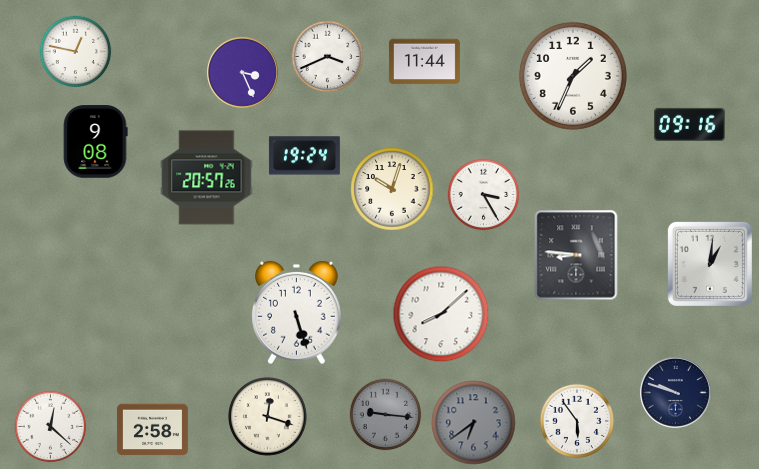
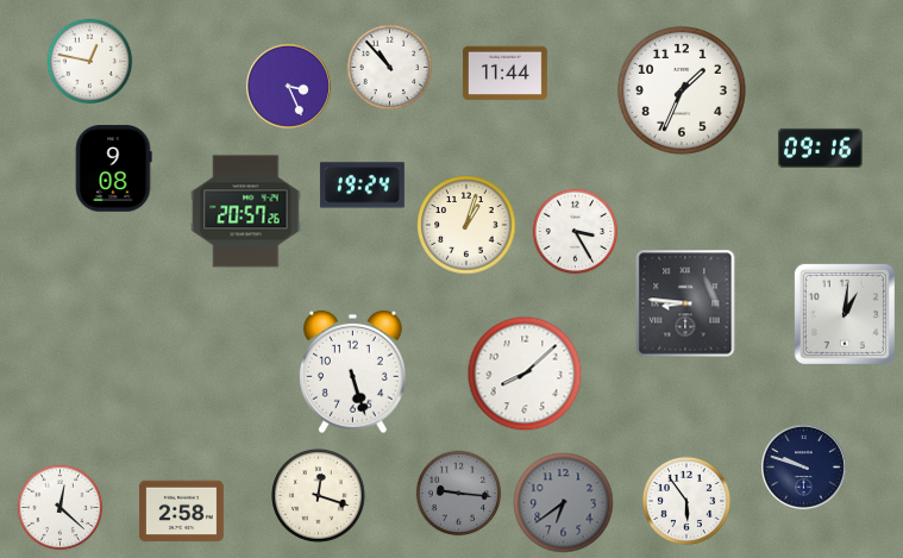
clock at (328, 57): 3:41 -> 10:53
clock at (392, 189): 10:03 -> 1:03
